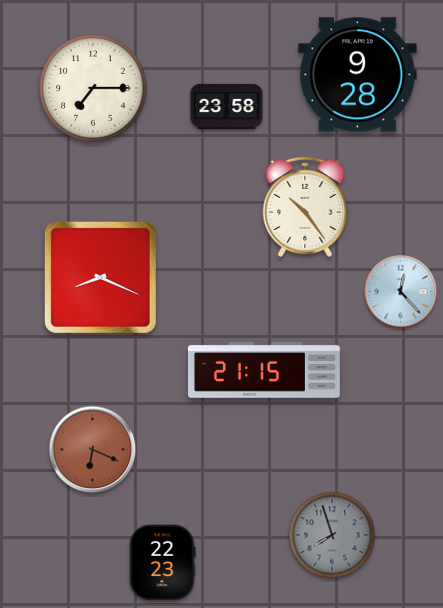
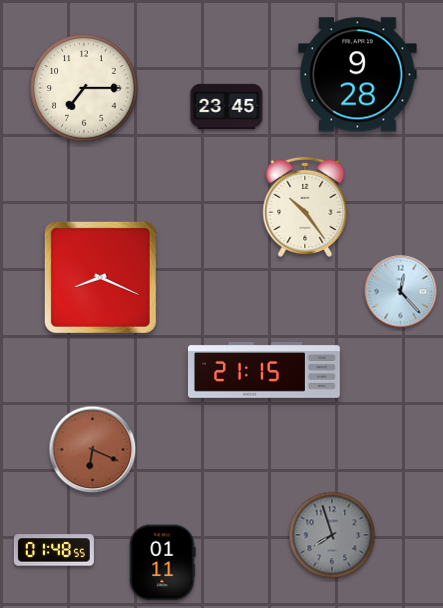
clock at (93, 88) position: (93, 88) -> (84, 88)
clock at (227, 106): 23:58 -> 23:45
clock at (54, 550): none -> 01:48
clock at (163, 563): 22:23 -> 01:11
